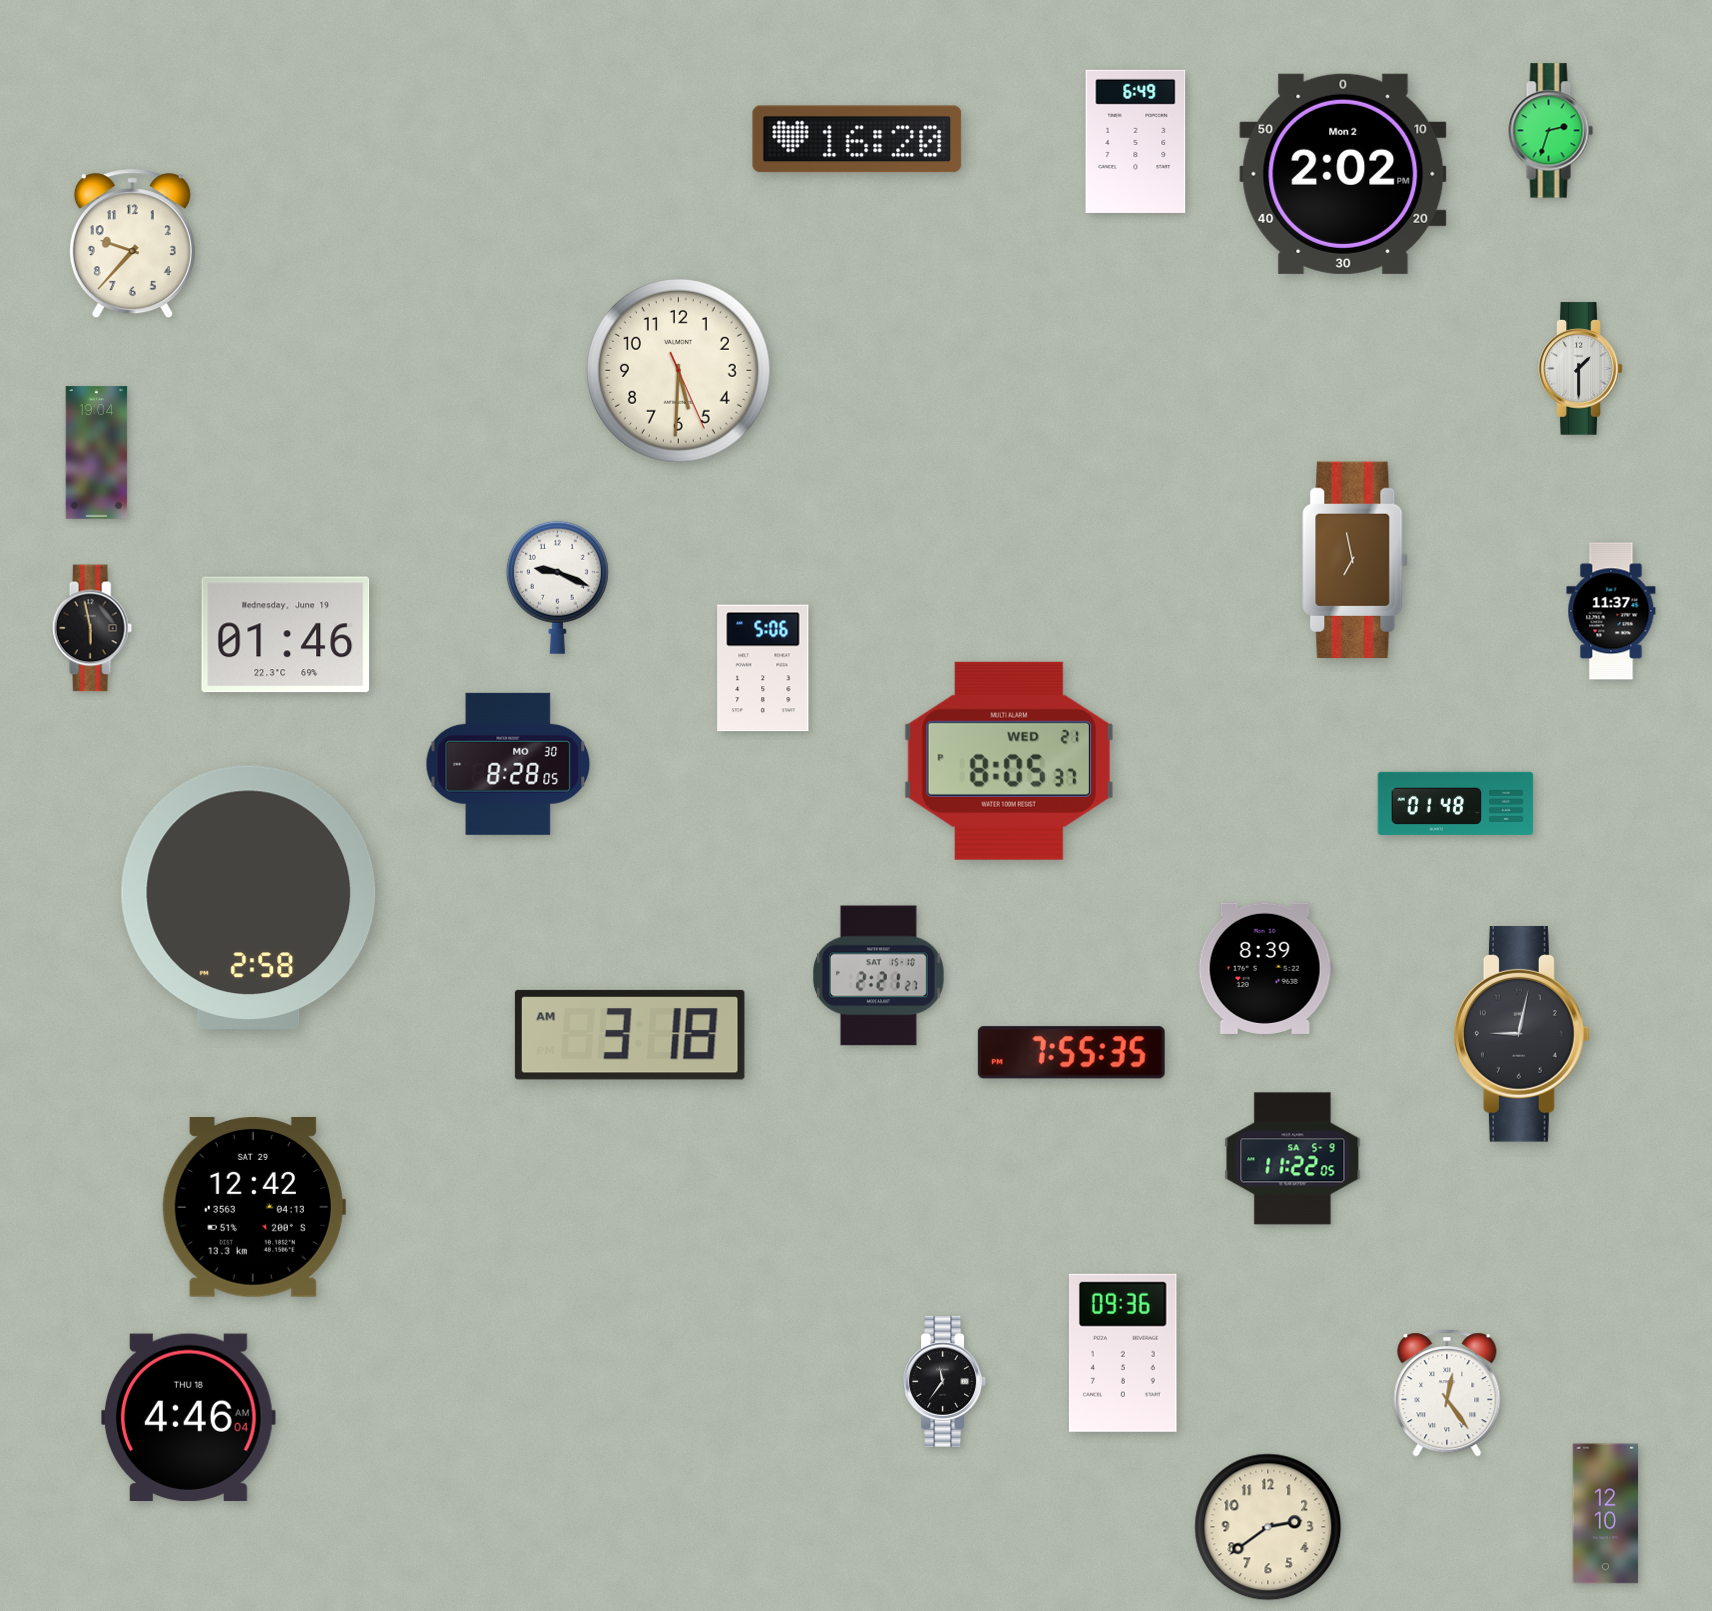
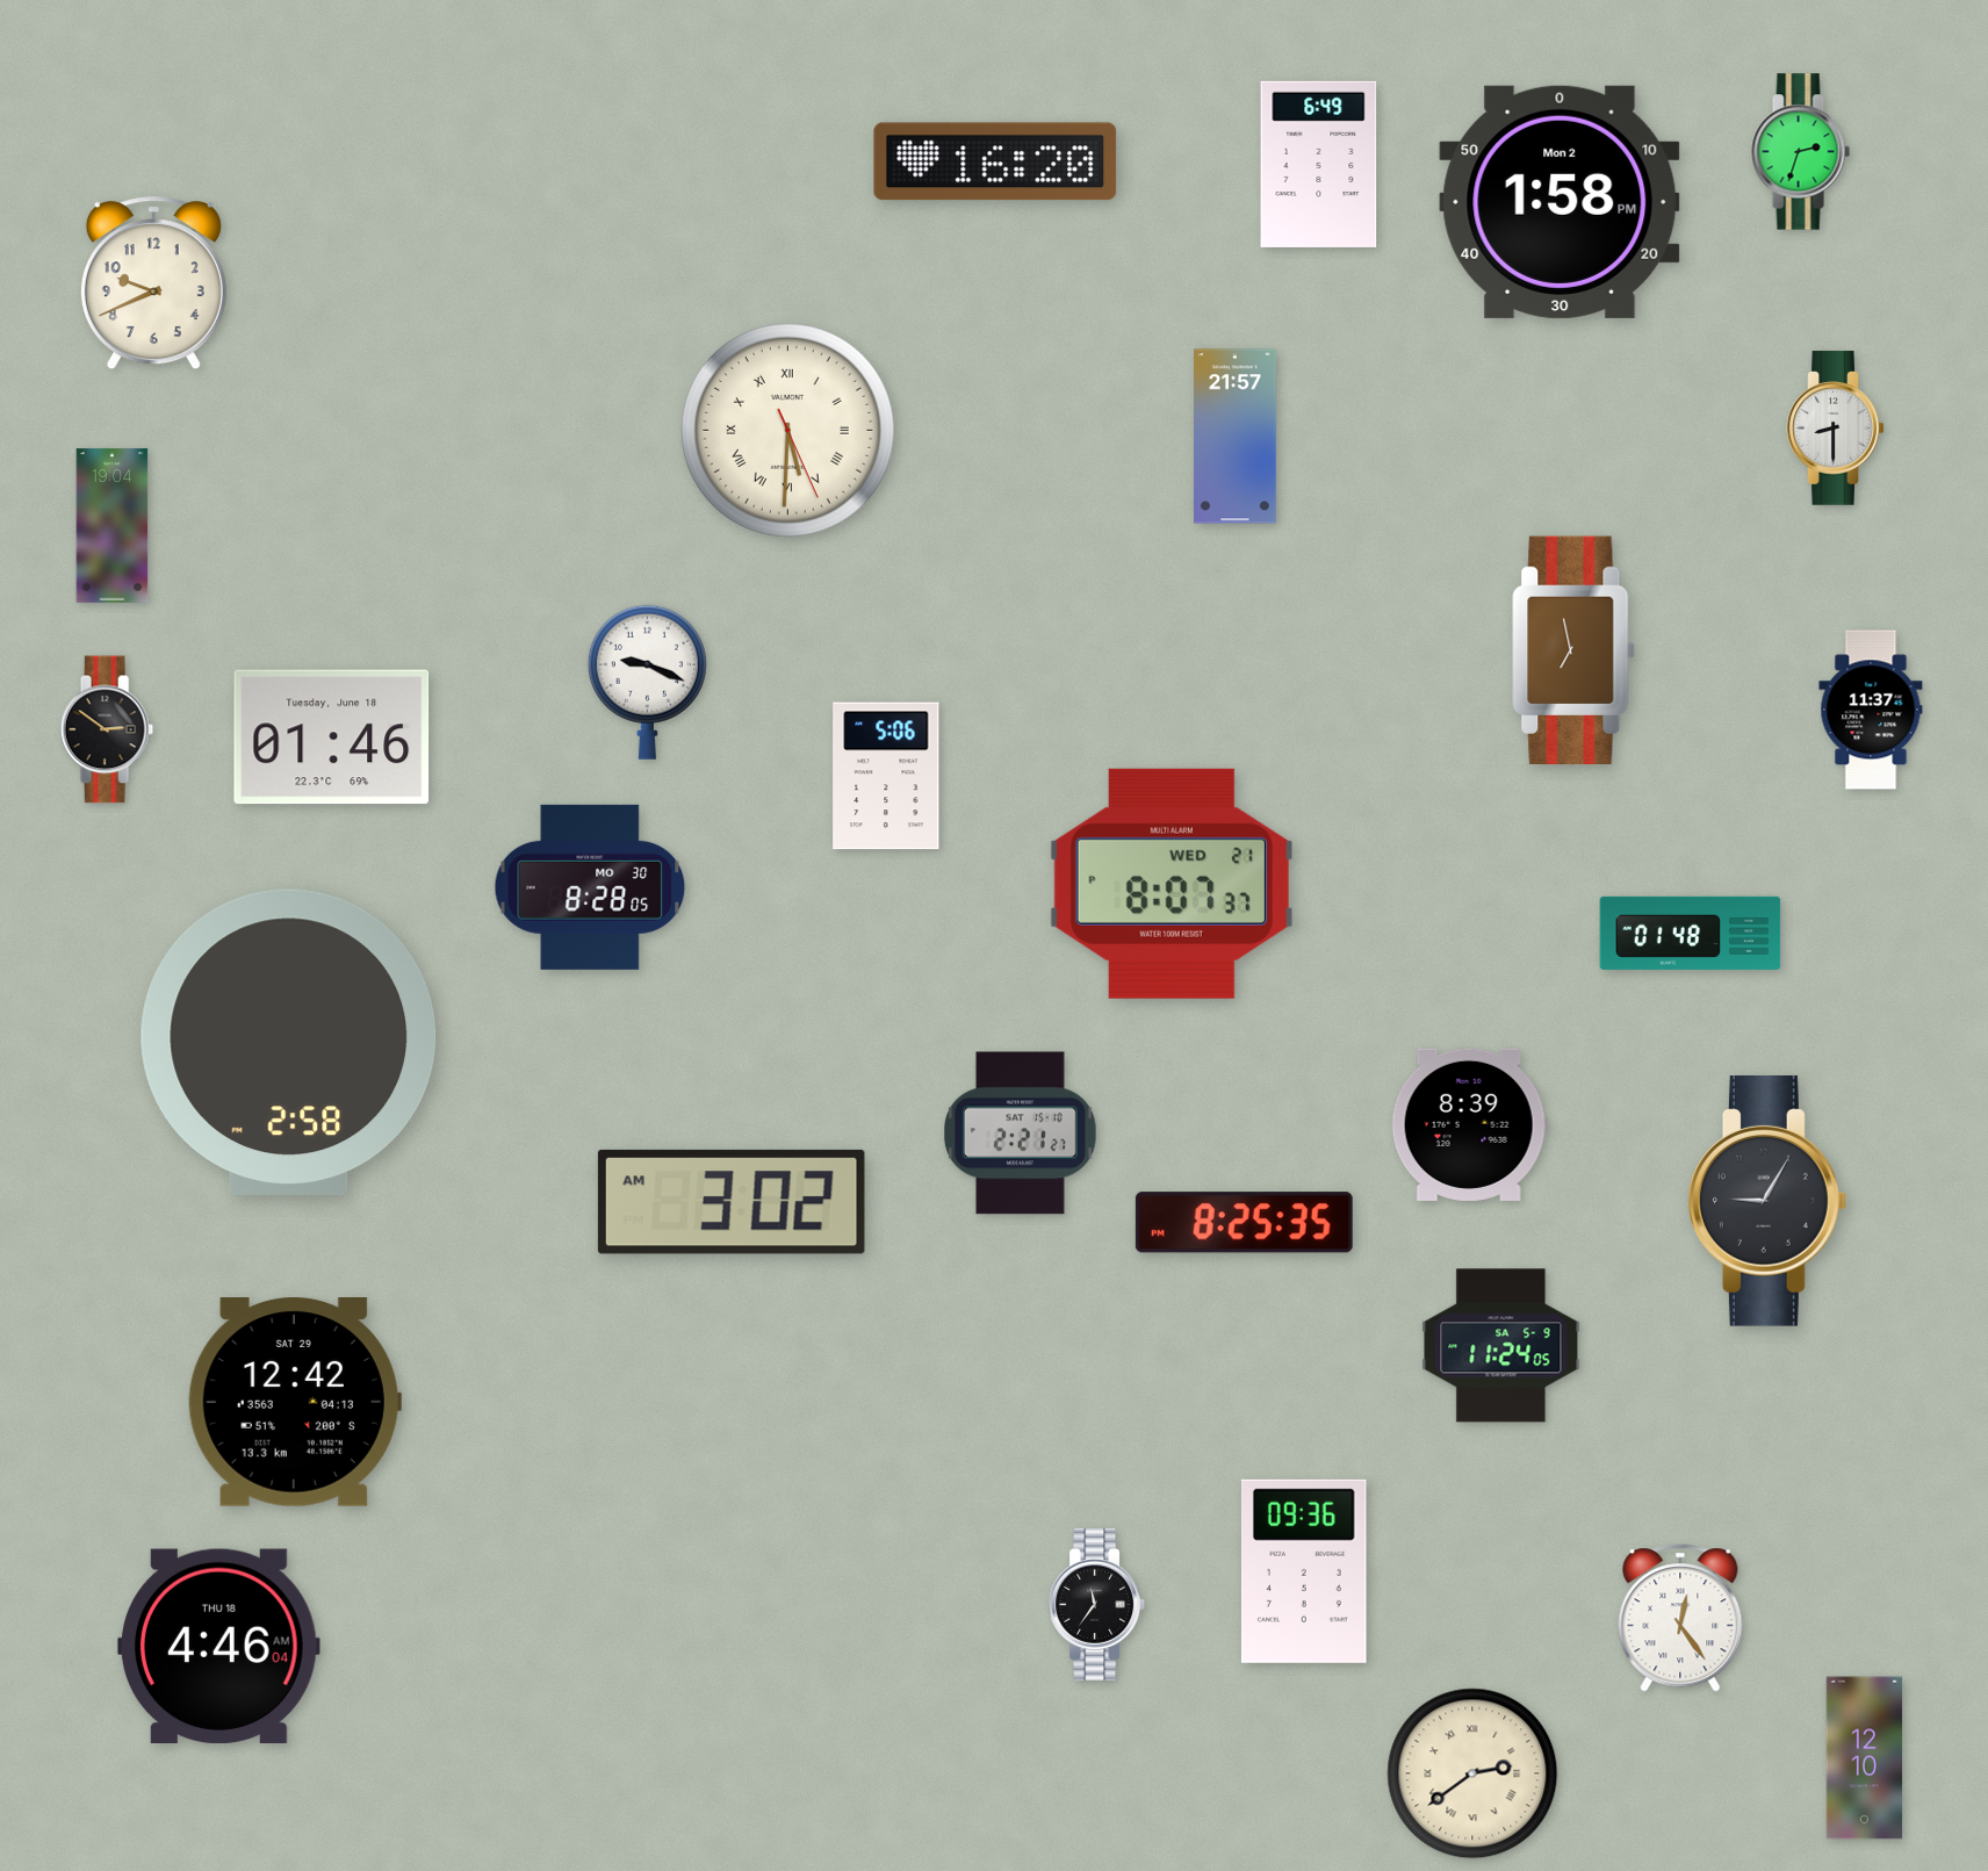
clock at (1343, 174): 2:02 -> 1:58
clock at (132, 244): 9:37 -> 9:41
clock at (1581, 369): 1:30 -> 8:30
clock at (678, 370) numerals: Arabic -> Roman
clock at (1236, 437): none -> 21:57
clock at (92, 628): 5:58 -> 2:51
clock at (286, 635) date: Wednesday, June 19 -> Tuesday, June 18
clock at (1009, 761): 8:05 -> 8:07
clock at (1522, 1034): 9:02 -> 9:05
clock at (630, 1035): 3:18 -> 3:02
clock at (1071, 1053): 7:55 -> 8:25
clock at (1293, 1159): 11:22 -> 11:24
clock at (1268, 1527) numerals: Arabic -> Roman
